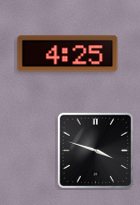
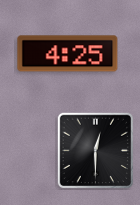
clock at (95, 150): 3:48 -> 12:30
